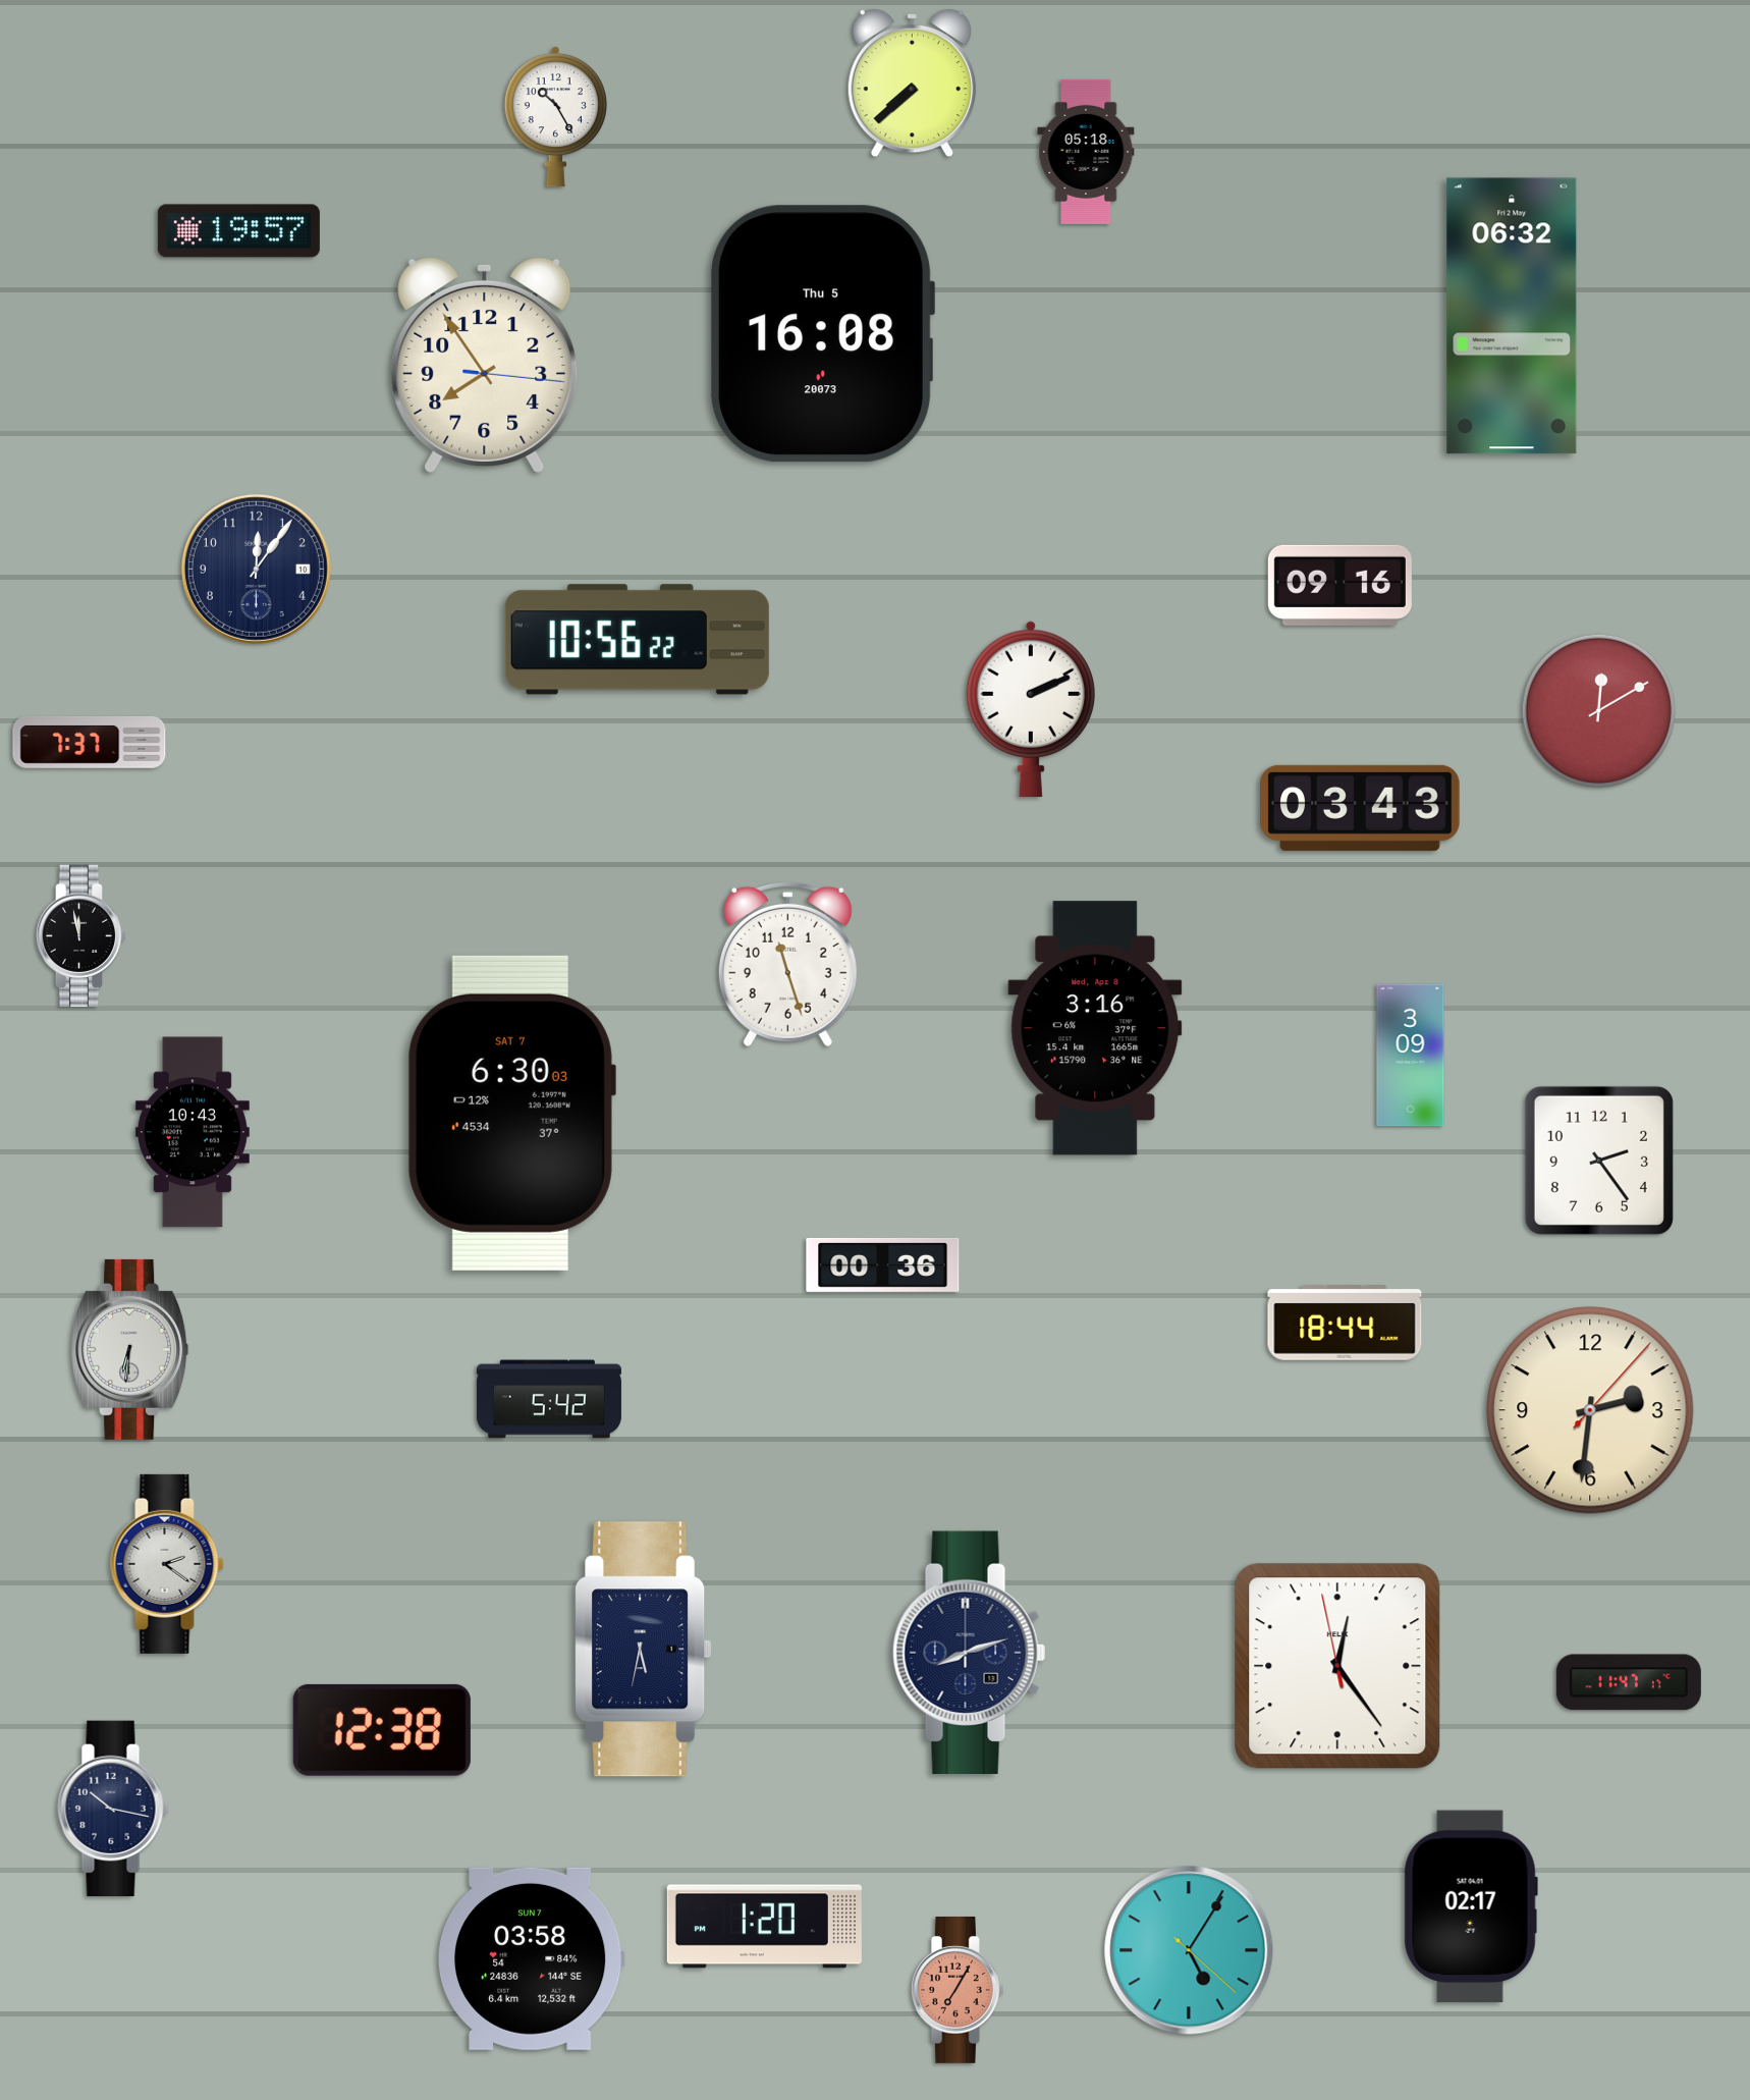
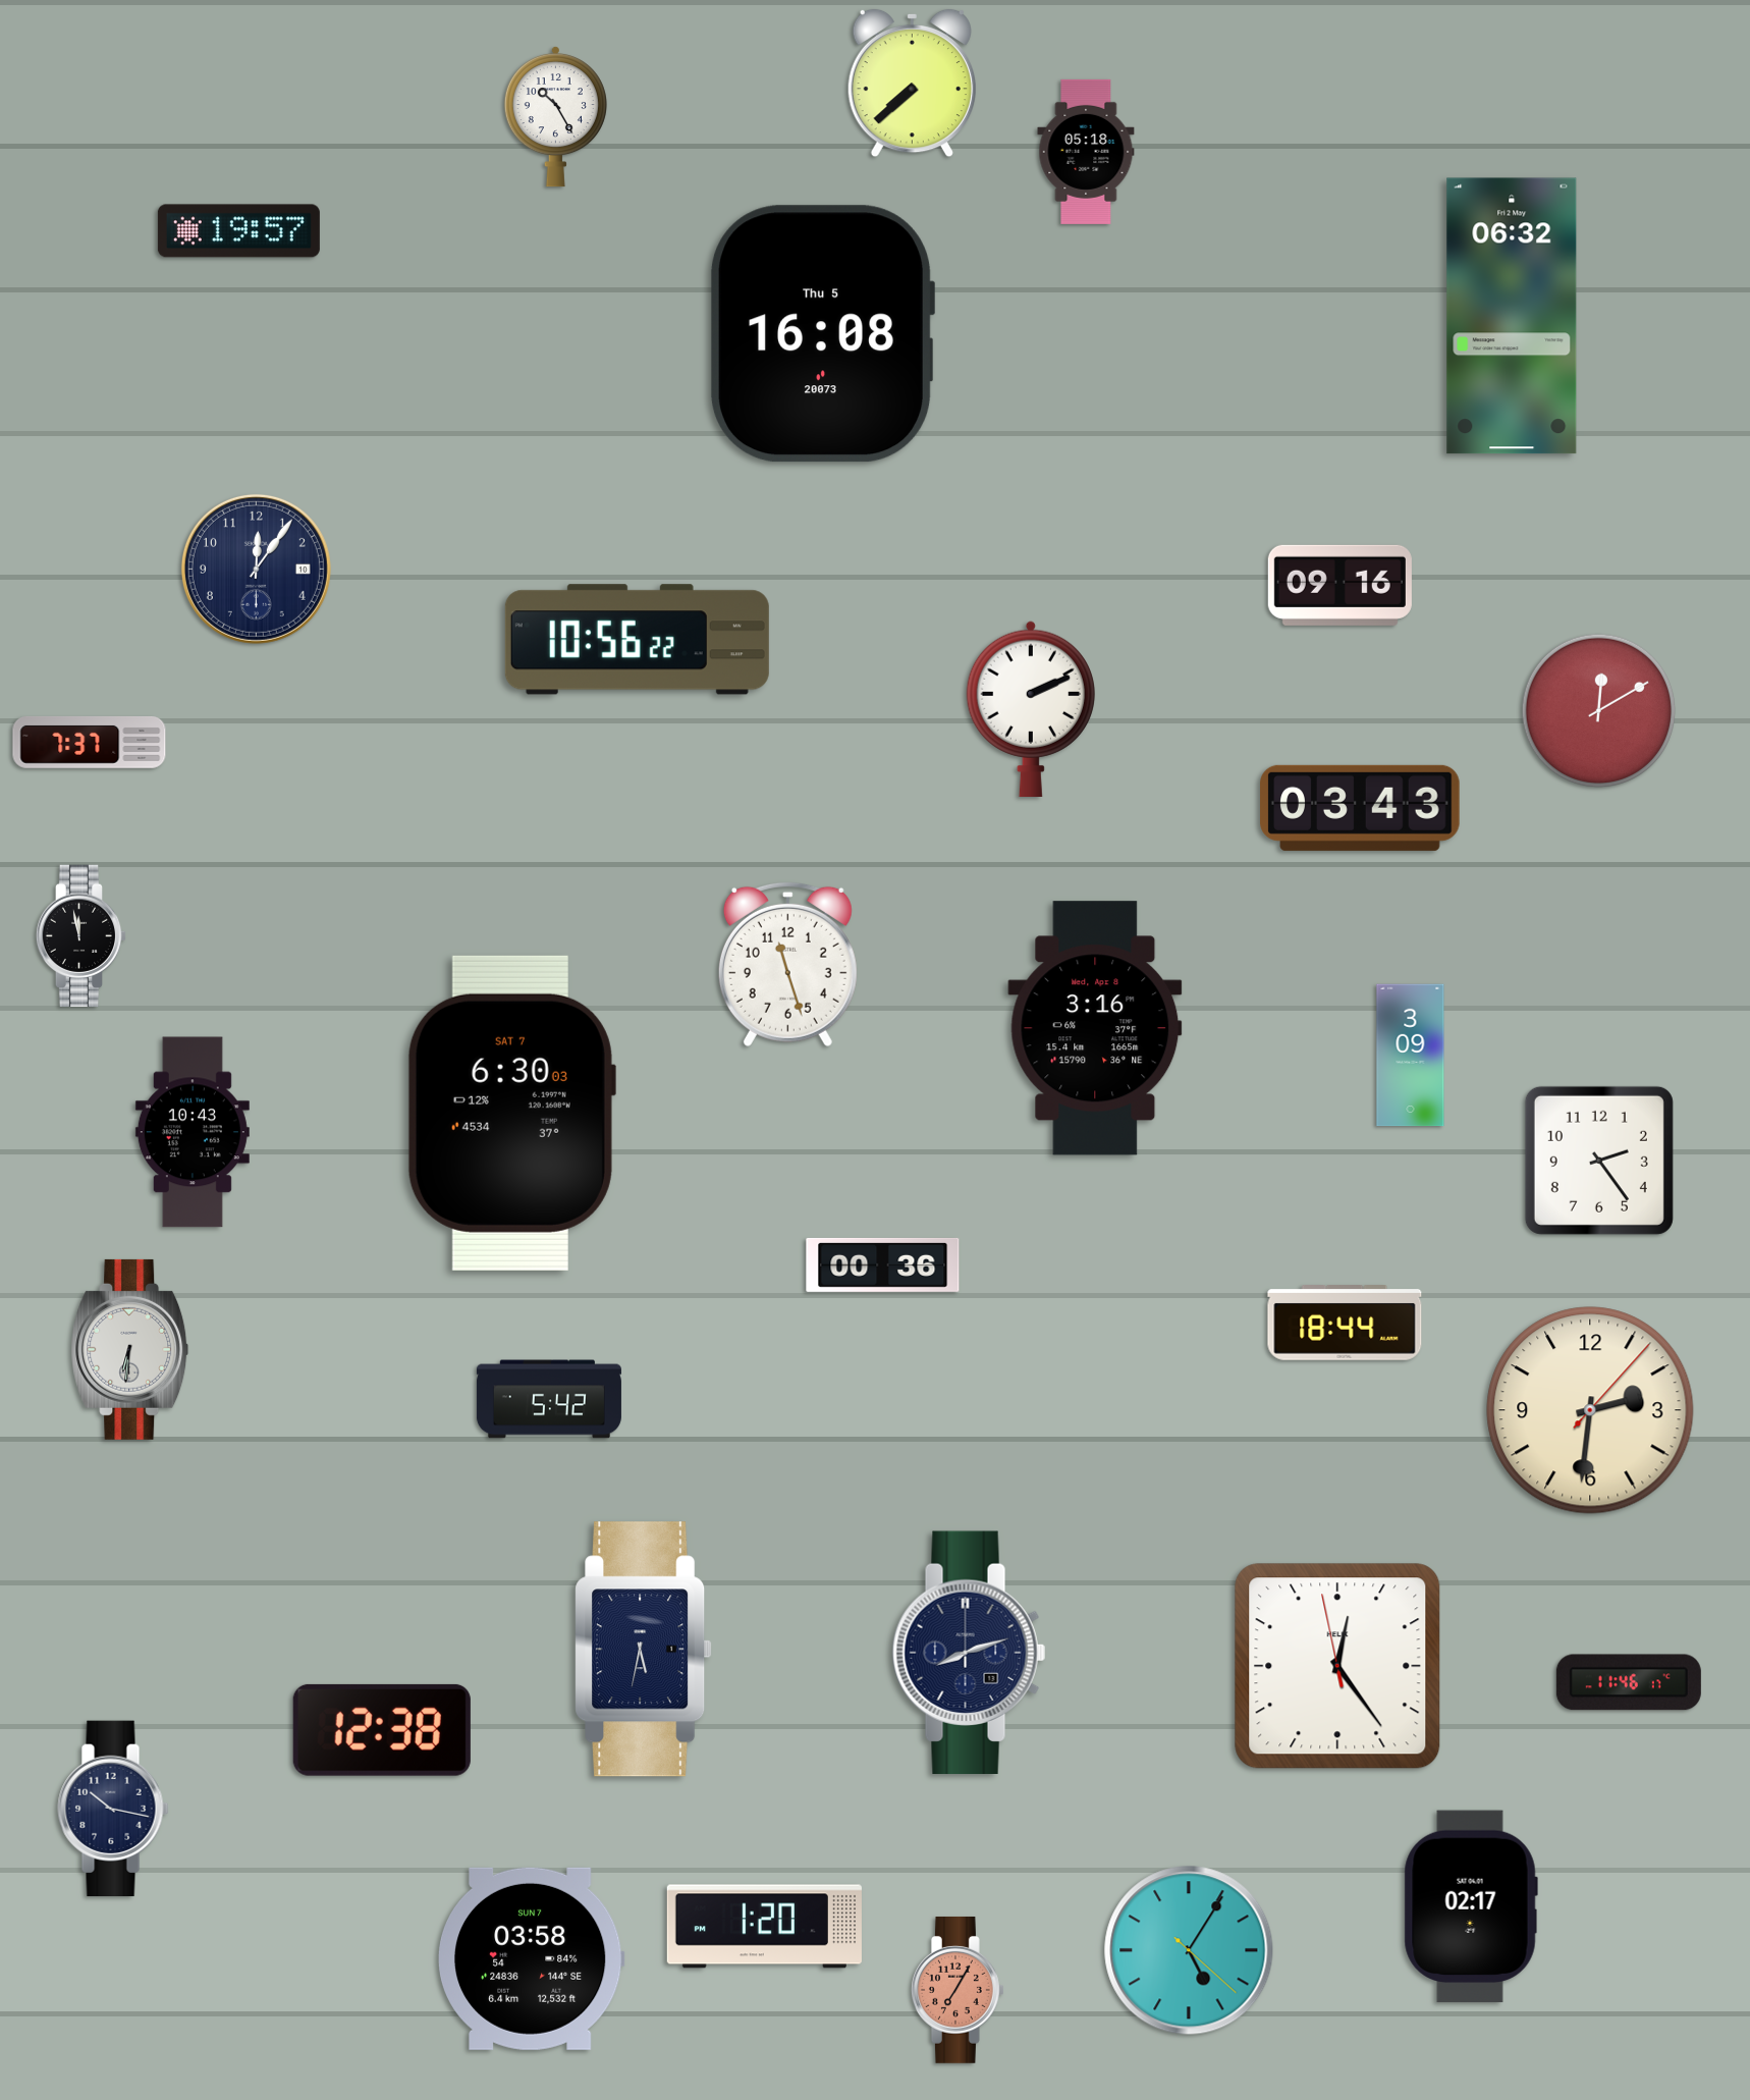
clock at (485, 365): 7:54 -> none
clock at (167, 1564): 2:21 -> none
clock at (1629, 1682): 11:47 -> 11:46
